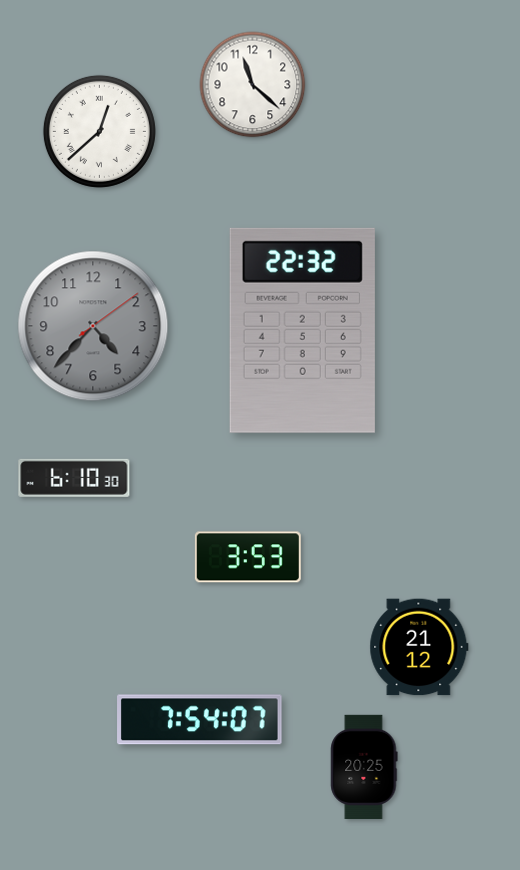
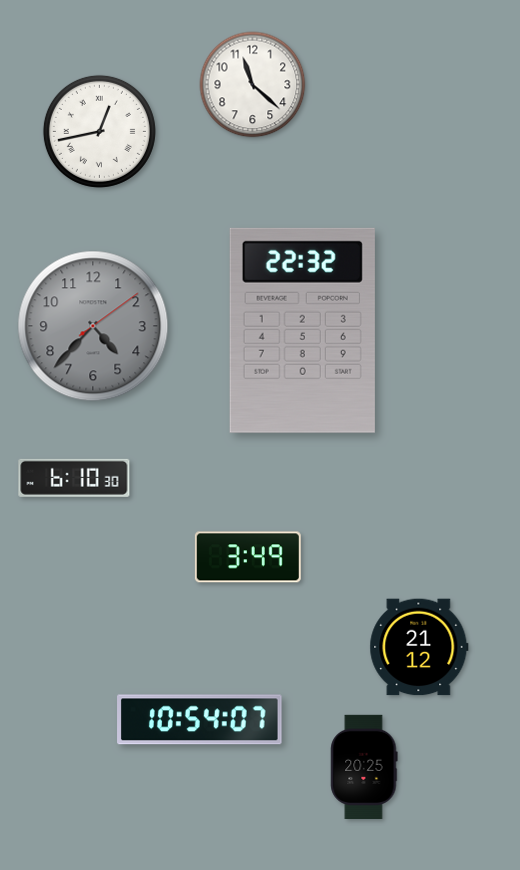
clock at (99, 131): 12:38 -> 12:43
clock at (248, 557): 3:53 -> 3:49
clock at (200, 720): 7:54 -> 10:54
